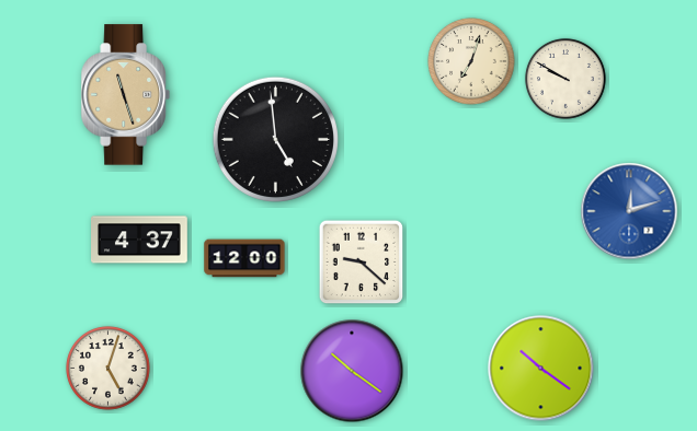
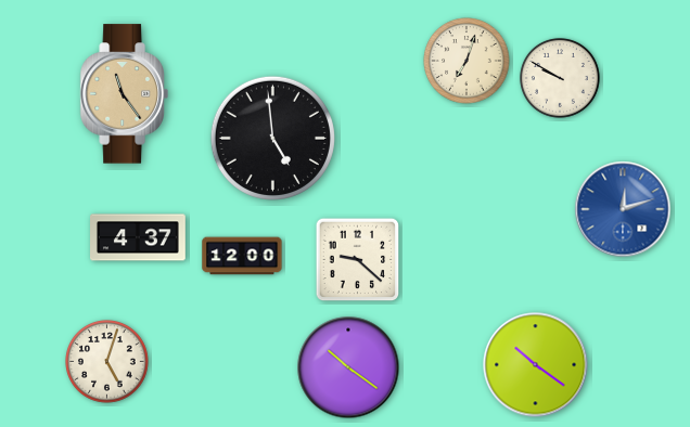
clock at (125, 95): 11:27 -> 11:24
clock at (108, 369) position: (108, 369) -> (107, 362)
